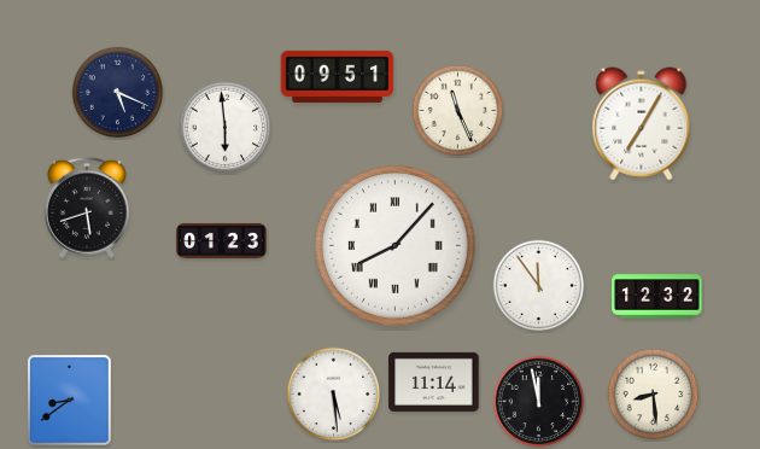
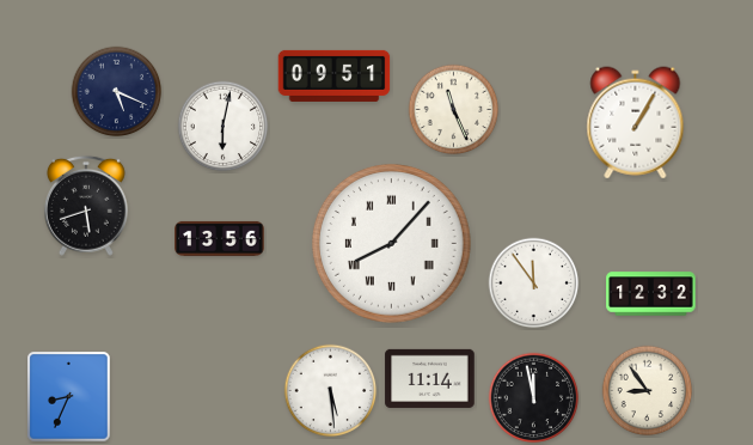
clock at (642, 124): 7:05 -> 1:05
clock at (226, 128): 5:59 -> 6:02
clock at (222, 240): 01:23 -> 13:56
clock at (654, 395): 8:29 -> 8:54
clock at (70, 401): 8:39 -> 8:34
